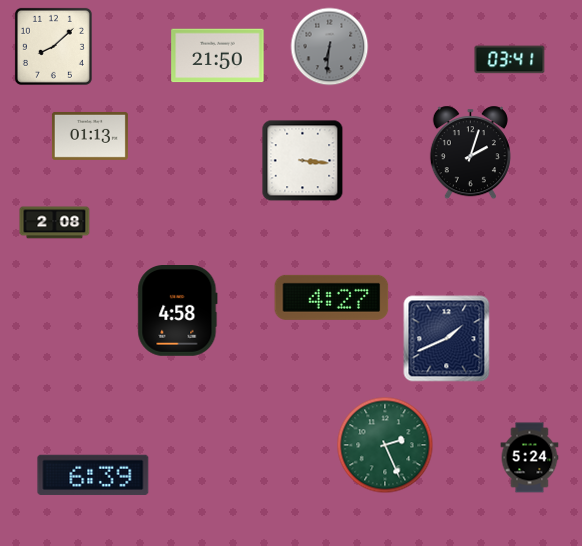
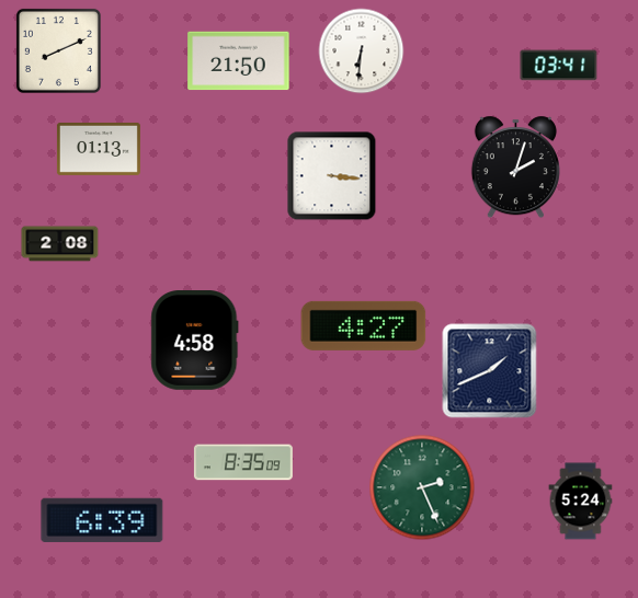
clock at (53, 46): 8:08 -> 8:11
clock at (330, 47) dial: grey -> white
clock at (243, 462): none -> 8:35
